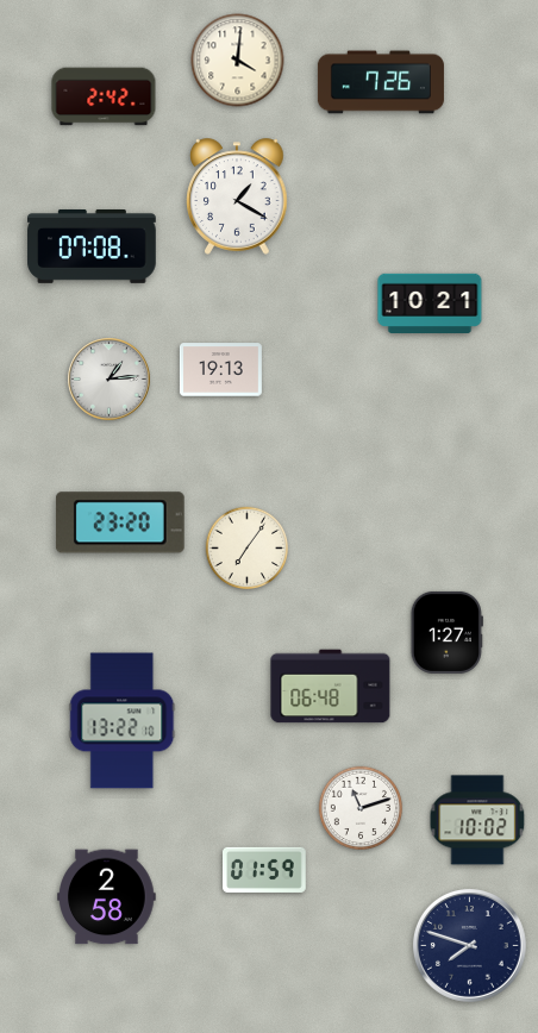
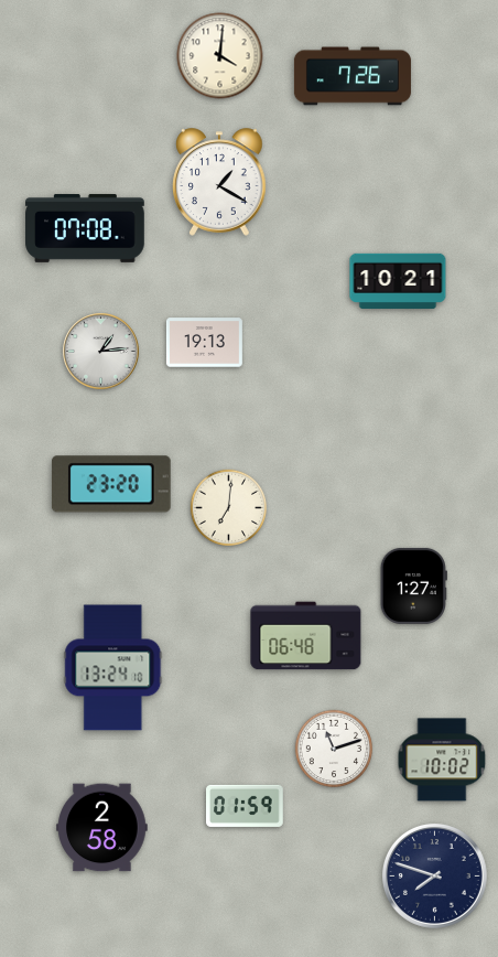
clock at (104, 96): 2:42 -> none
clock at (248, 549): 7:06 -> 7:01
clock at (123, 721): 13:22 -> 13:24
clock at (107, 897) position: (107, 897) -> (102, 828)
